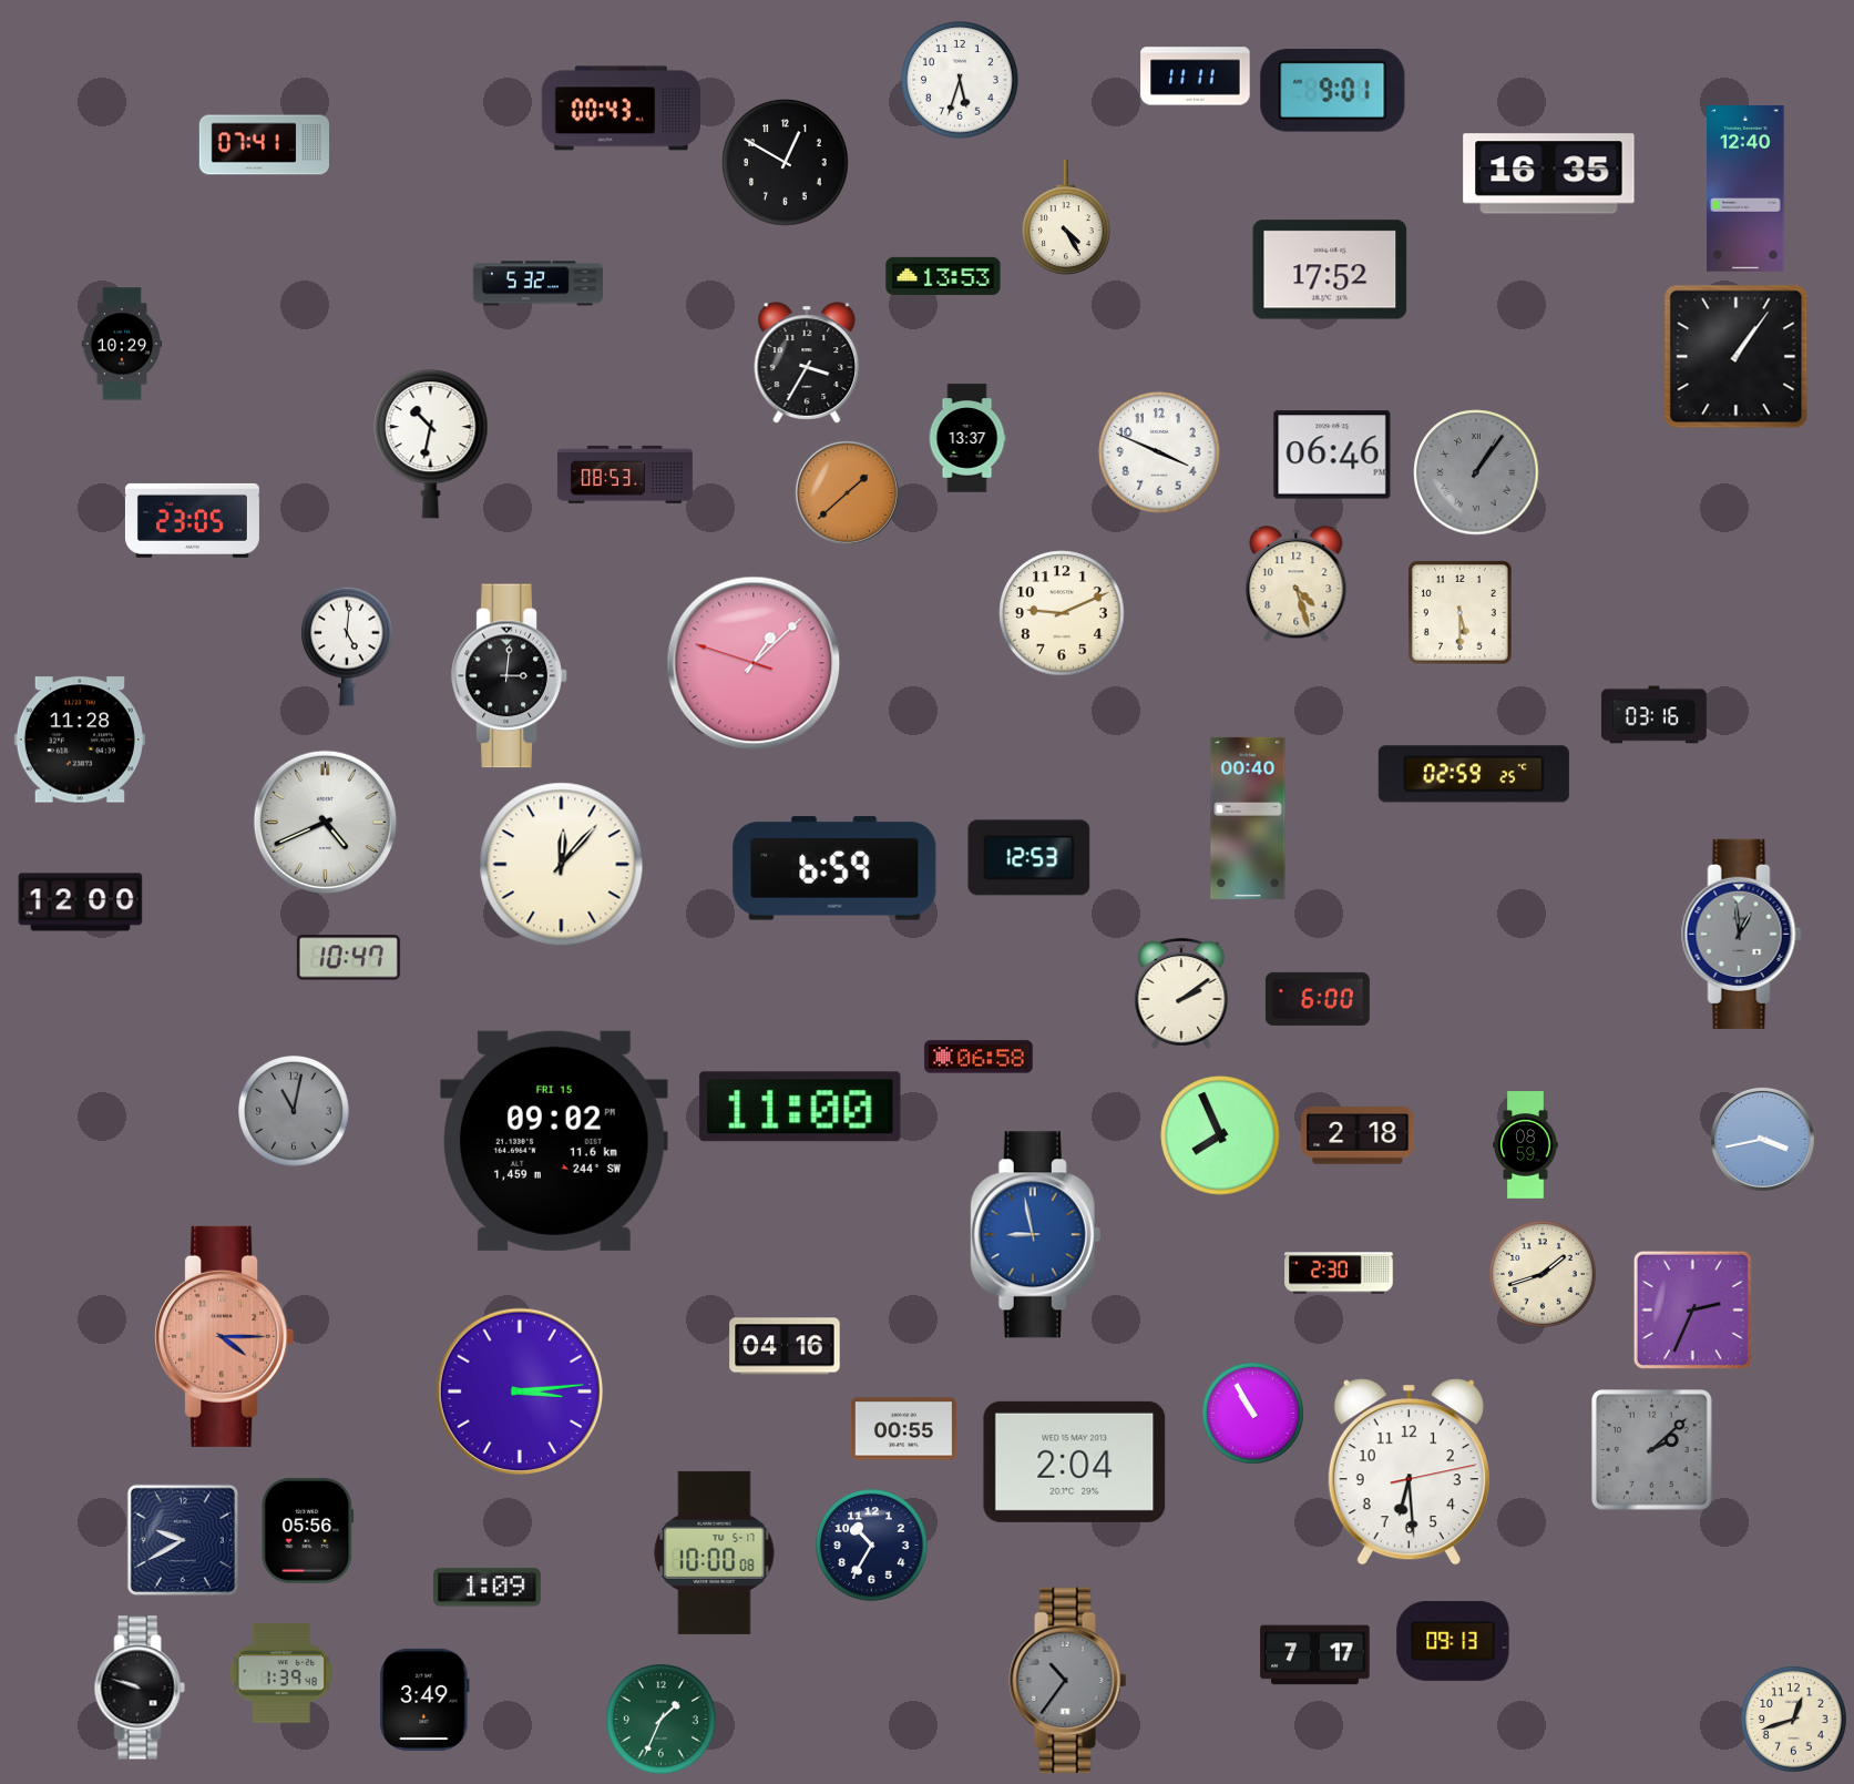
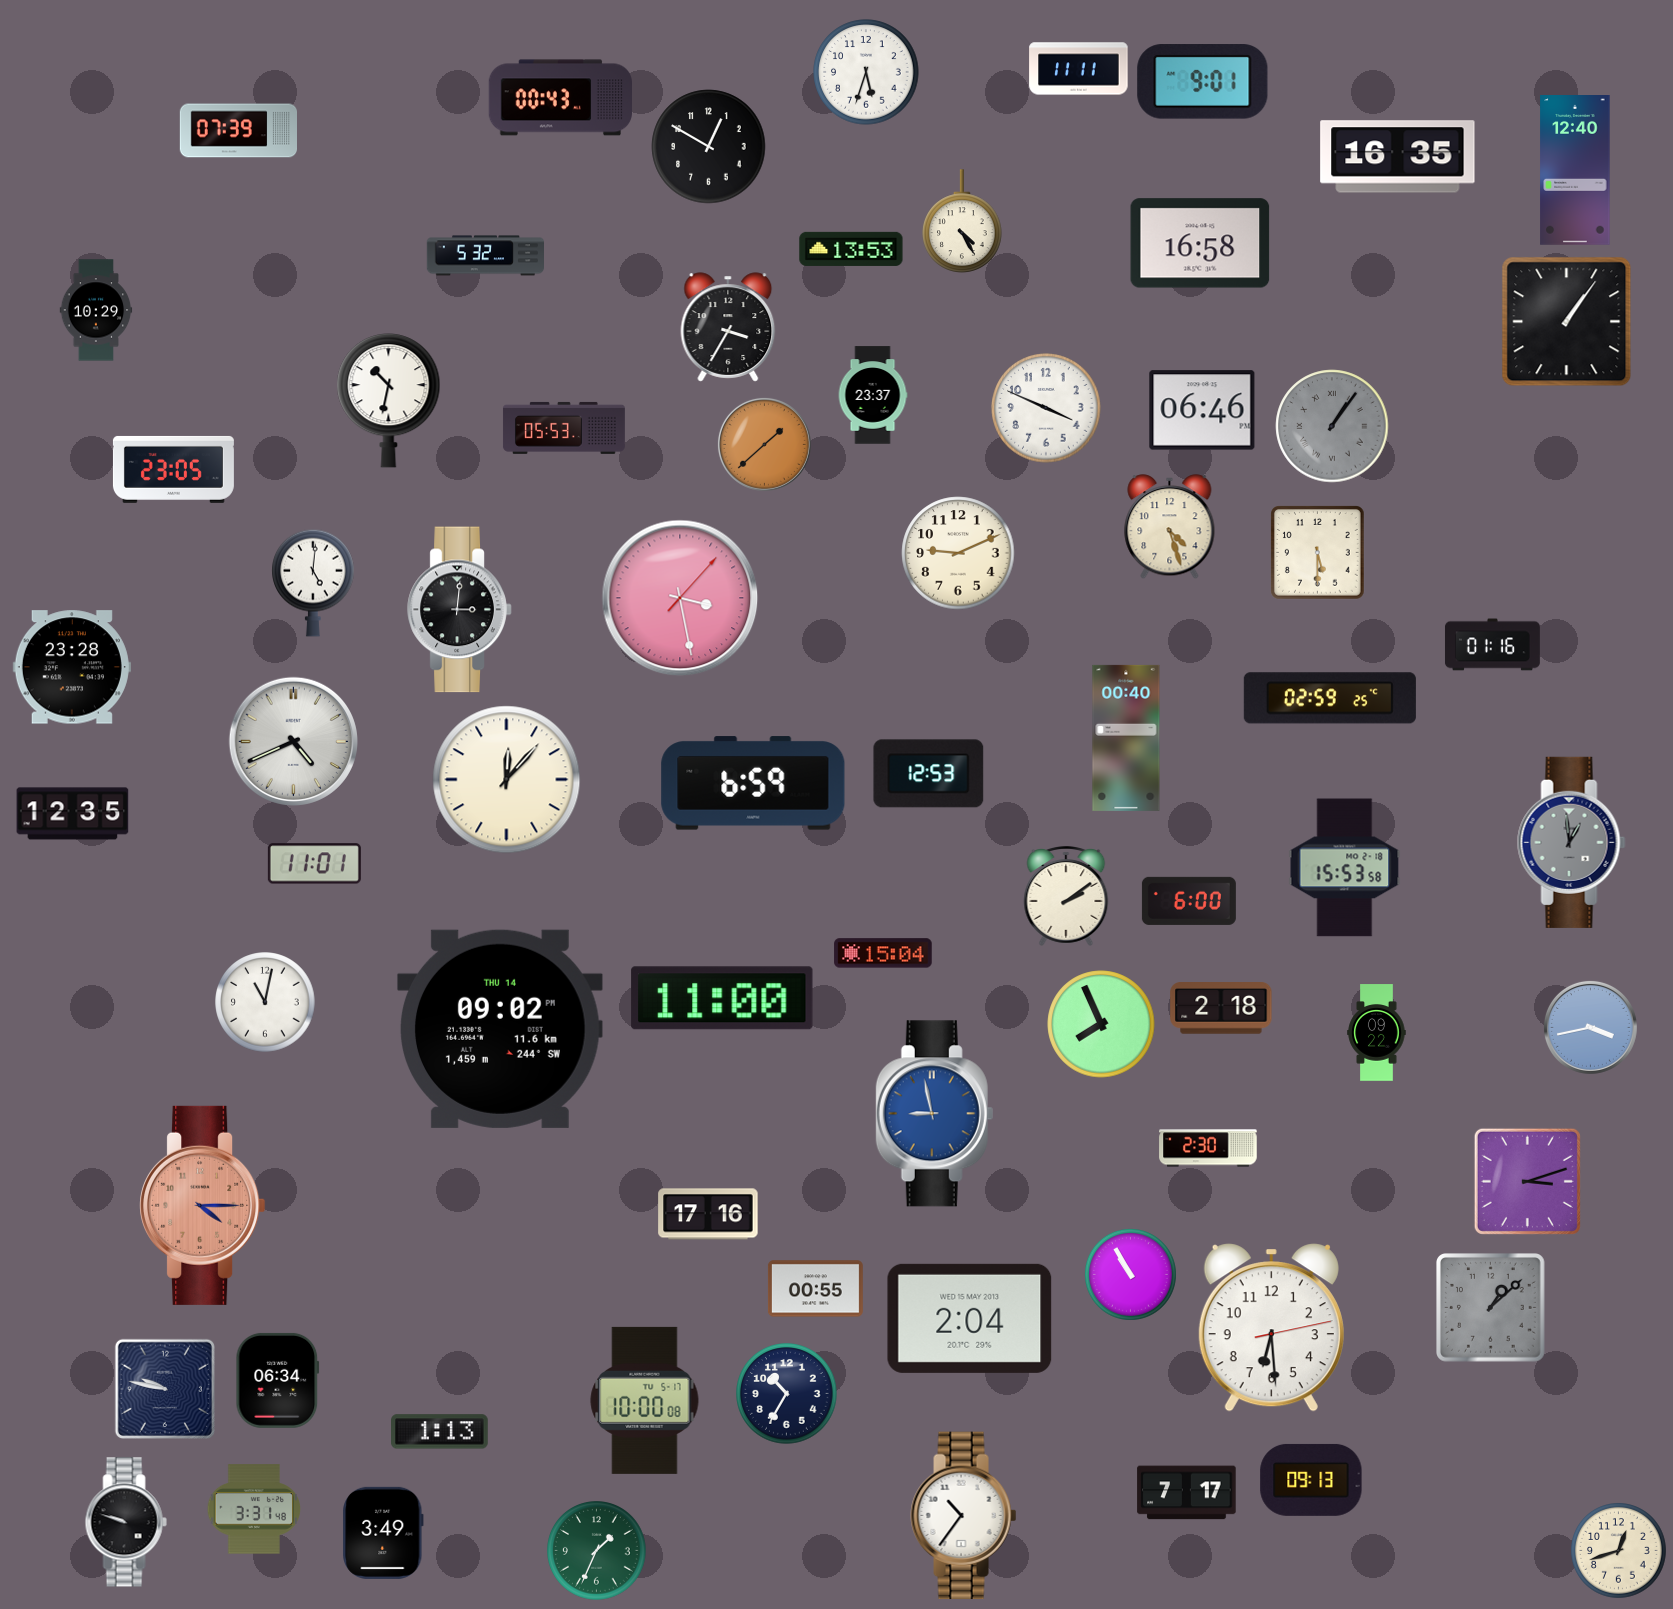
clock at (265, 145): 07:41 -> 07:39
clock at (1067, 217) position: (1067, 217) -> (963, 221)
clock at (1330, 269): 17:52 -> 16:58
clock at (122, 344) position: (122, 344) -> (96, 310)
clock at (967, 438): 13:37 -> 23:37
clock at (625, 475): 08:53 -> 05:53
clock at (754, 663): 1:07 -> 3:28
clock at (1653, 715): 03:16 -> 01:16
clock at (80, 740): 11:28 -> 23:28
clock at (81, 903): 12:00 -> 12:35
clock at (348, 958): 10:47 -> 11:01
clock at (1345, 868): none -> 15:53
clock at (979, 1057): 06:58 -> 15:04
clock at (294, 1111) dial: grey -> white
clock at (1358, 1135) position: (1358, 1135) -> (1221, 1008)
clock at (554, 1141) date: FRI 15 -> THU 14
clock at (1526, 1145): 08:59 -> 09:22
clock at (1544, 1275): 1:42 -> none
clock at (1692, 1309): 2:34 -> 3:12
clock at (785, 1346): 04:16 -> 17:16
clock at (520, 1391): 3:14 -> none
clock at (1652, 1450): 2:08 -> 1:08
clock at (308, 1530): 05:56 -> 06:34
clock at (183, 1540): 9:40 -> 9:47
clock at (488, 1588): 1:09 -> 1:13
clock at (281, 1673): 1:39 -> 3:31
clock at (1068, 1681) dial: grey -> white
